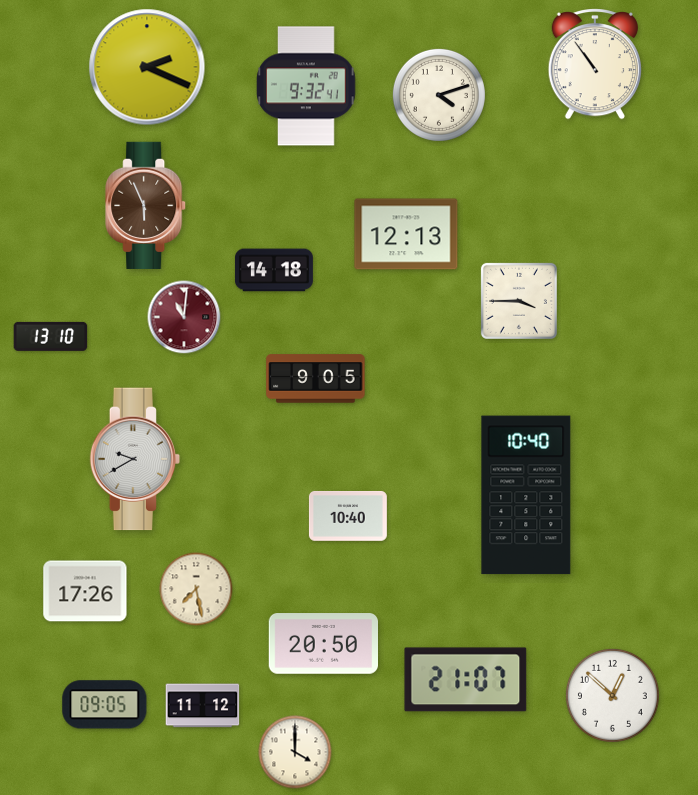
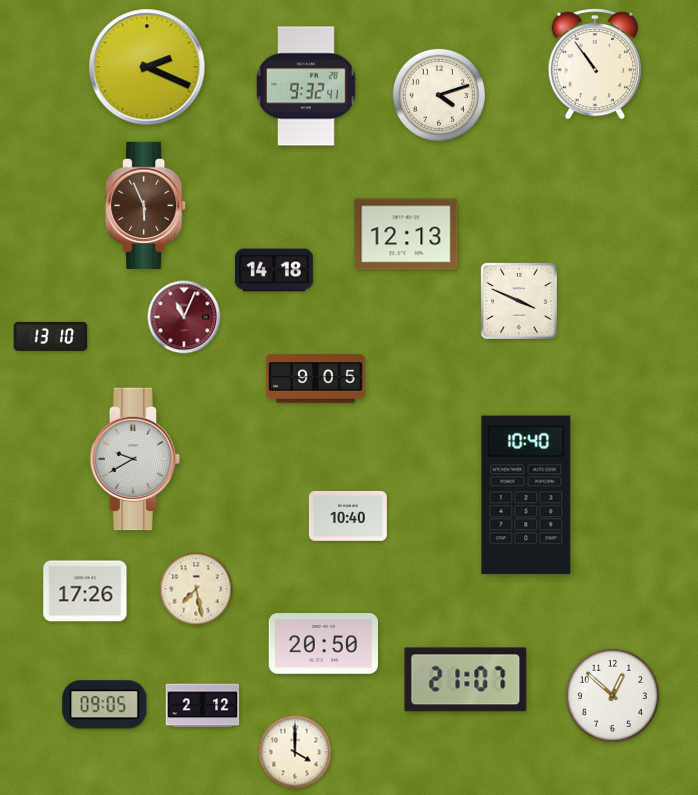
clock at (519, 301): 3:45 -> 3:49
clock at (184, 317): 11:01 -> 11:04
clock at (203, 706): 11:12 -> 2:12
